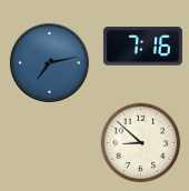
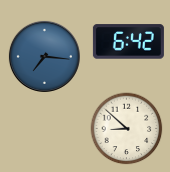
clock at (142, 47): 7:16 -> 6:42
clock at (49, 62): 7:13 -> 7:16
